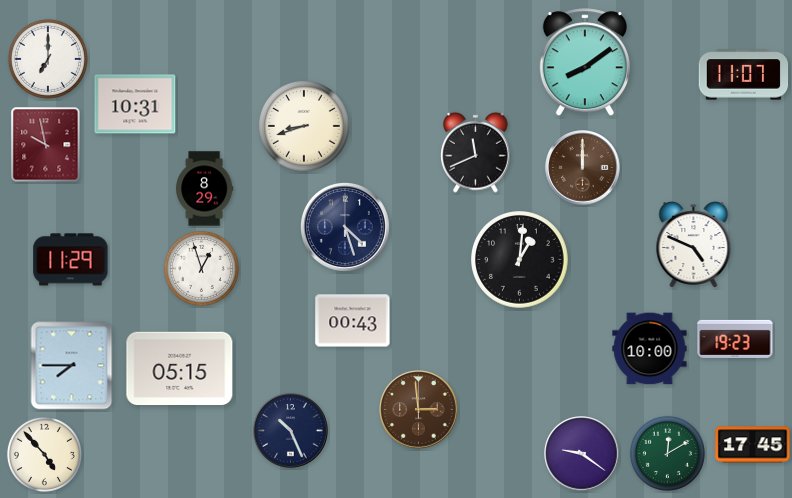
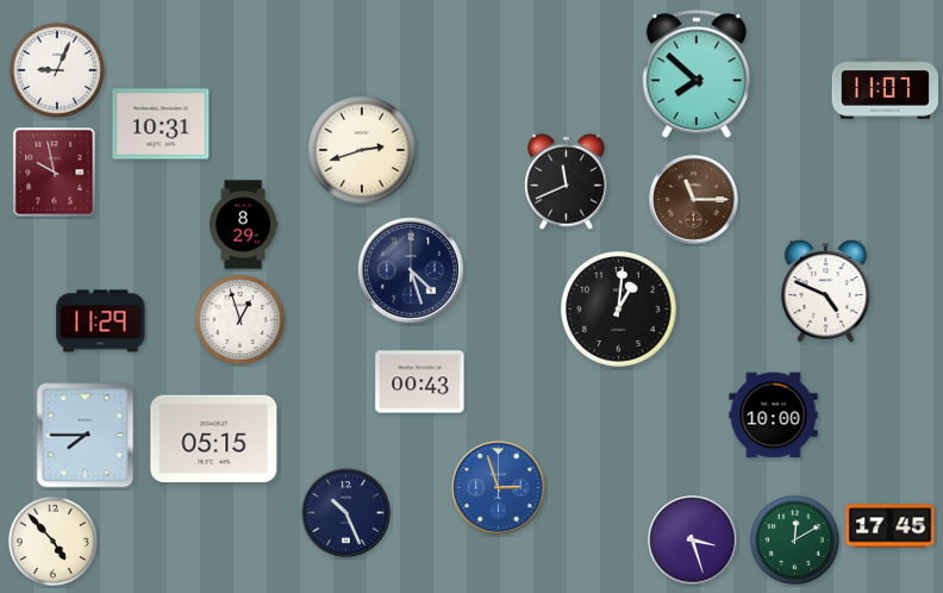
clock at (48, 59): 7:00 -> 9:04
clock at (585, 63): 8:09 -> 7:52
clock at (305, 127): 8:42 -> 2:42
clock at (583, 168): 12:00 -> 11:15
clock at (71, 260) position: (71, 260) -> (101, 322)
clock at (735, 339): 19:23 -> none
clock at (419, 410): 2:59 -> 2:57
clock at (419, 410) dial: brown -> blue
clock at (753, 445) position: (753, 445) -> (891, 526)
clock at (582, 454): 9:21 -> 3:27
